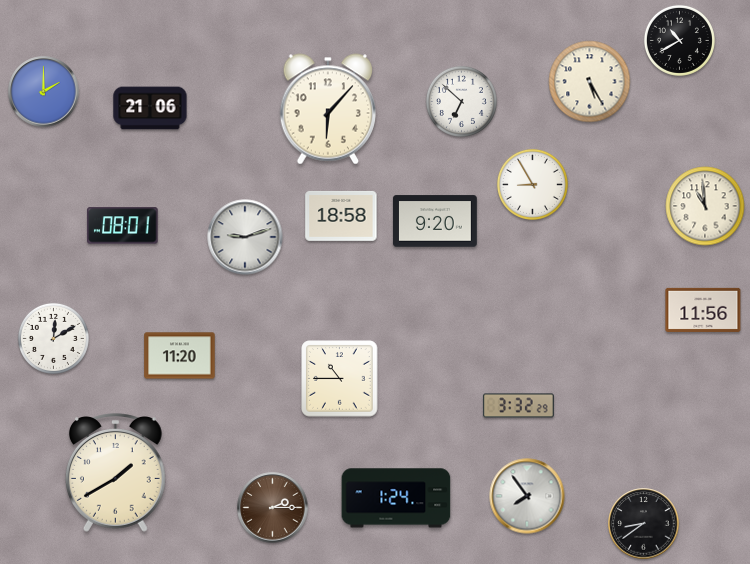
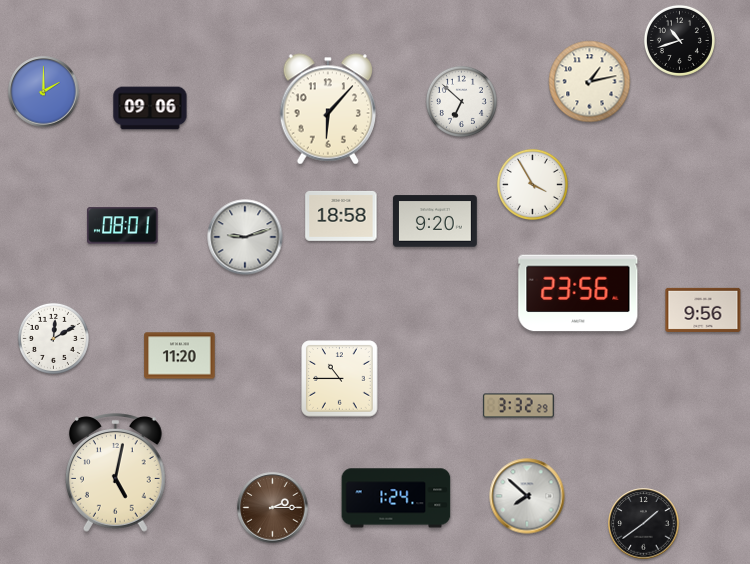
clock at (679, 40): 10:40 -> 10:42
clock at (590, 82): 5:25 -> 1:13
clock at (150, 108): 21:06 -> 09:06
clock at (532, 184): 8:55 -> 3:55
clock at (705, 206): 10:59 -> none
clock at (578, 293): none -> 23:56
clock at (703, 310): 11:56 -> 9:56
clock at (115, 473): 1:40 -> 5:02
clock at (527, 496): 7:54 -> 7:52
clock at (644, 524): 8:39 -> 1:39
